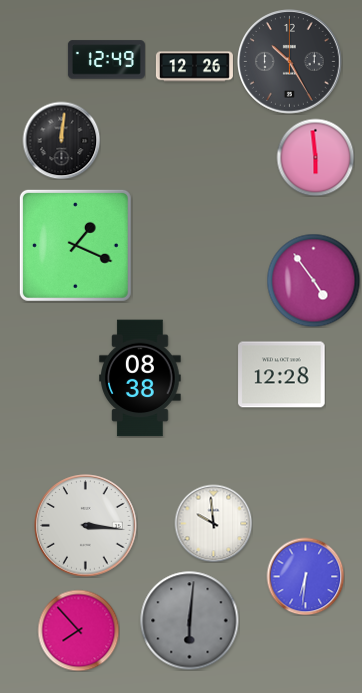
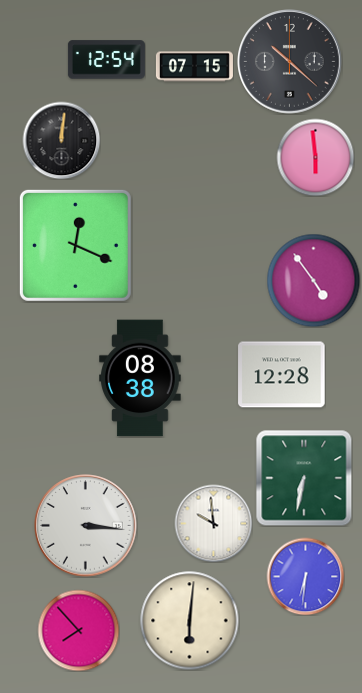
clock at (106, 60): 12:49 -> 12:54
clock at (290, 62): 10:25 -> 10:22
clock at (194, 67): 12:26 -> 07:15
clock at (75, 245): 1:19 -> 12:19
clock at (304, 478): none -> 6:32
clock at (190, 621) dial: grey -> cream
